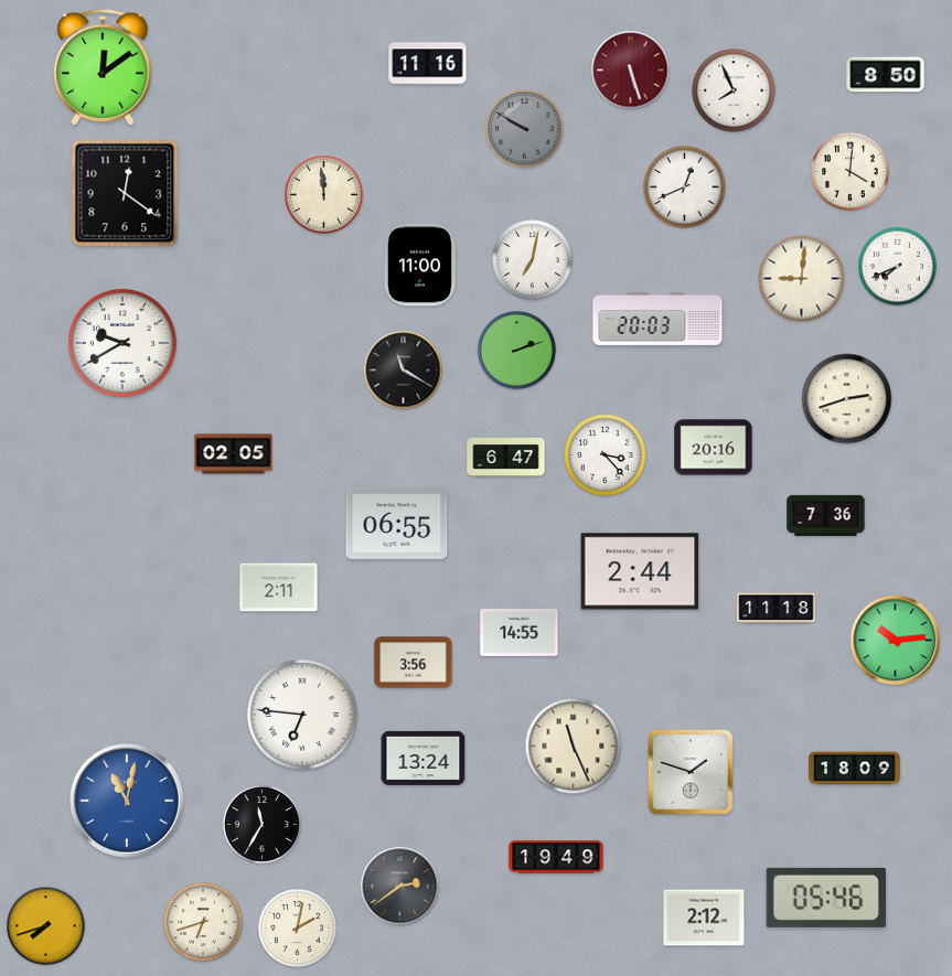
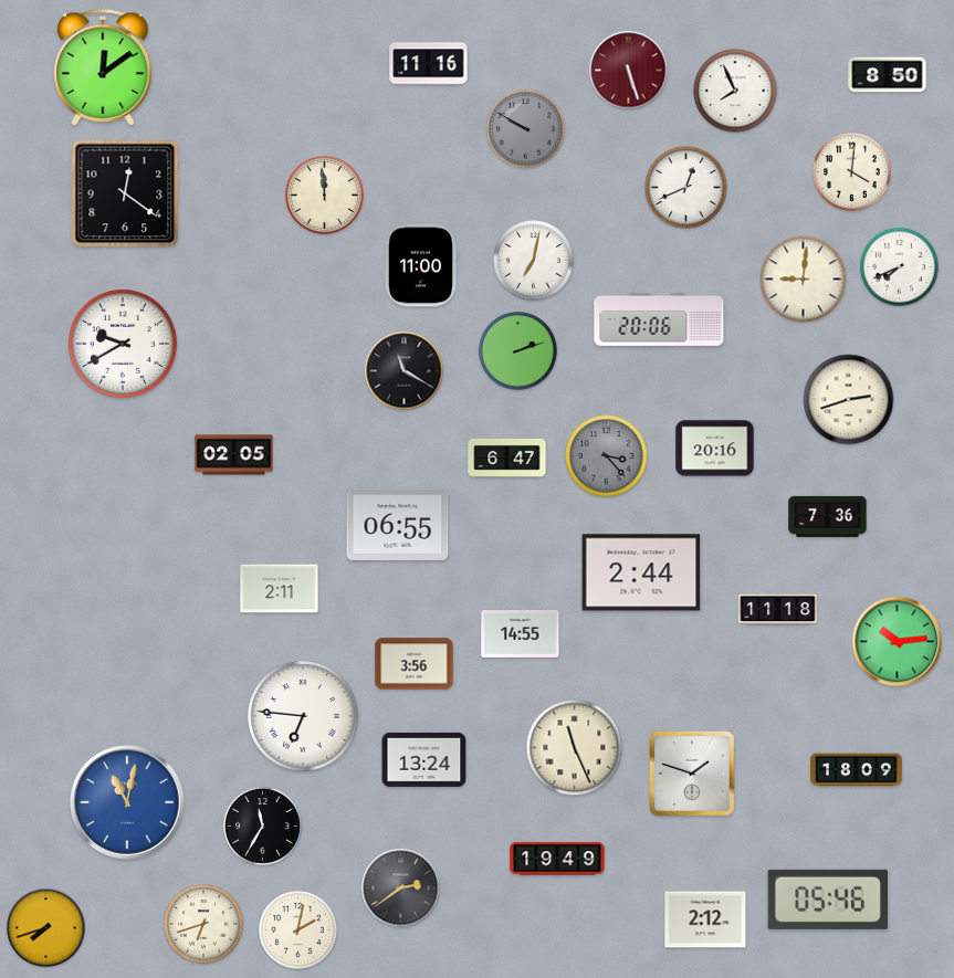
clock at (631, 71) position: (631, 71) -> (629, 71)
clock at (657, 319): 20:03 -> 20:06
clock at (606, 455) dial: white -> grey
